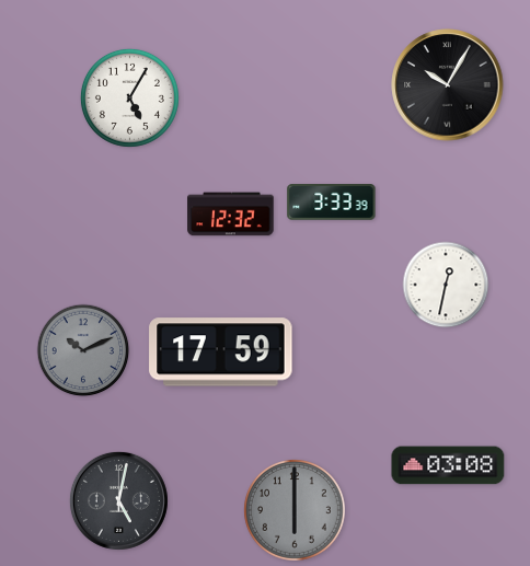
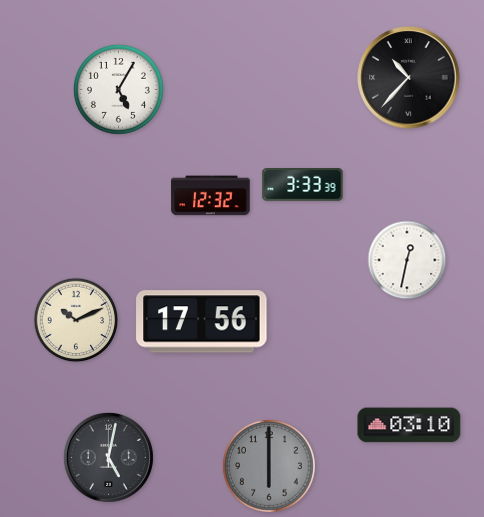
clock at (448, 85): 10:05 -> 10:37
clock at (83, 350) dial: grey -> cream
clock at (221, 353): 17:59 -> 17:56
clock at (448, 465): 03:08 -> 03:10
